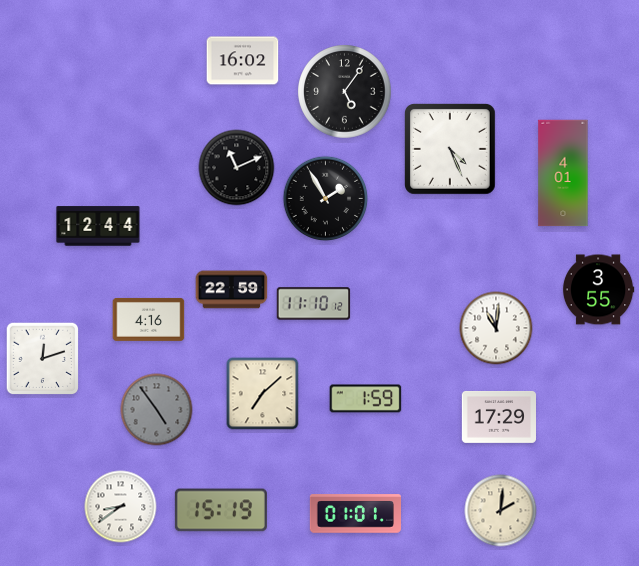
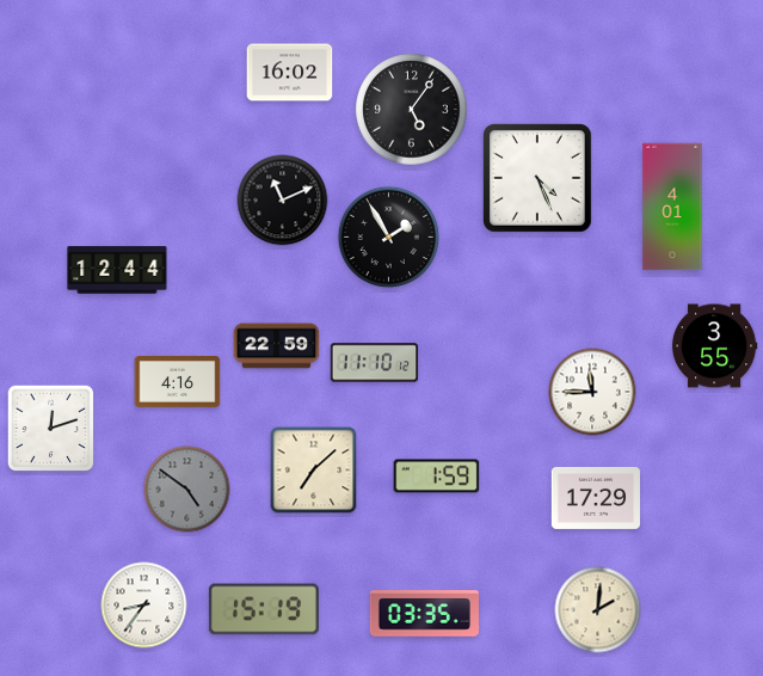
clock at (496, 328): 11:01 -> 11:45
clock at (157, 410): 4:54 -> 4:51
clock at (121, 507): 8:39 -> 8:36
clock at (355, 514): 01:01 -> 03:35
